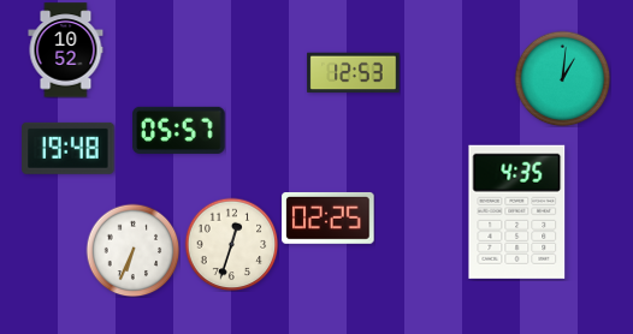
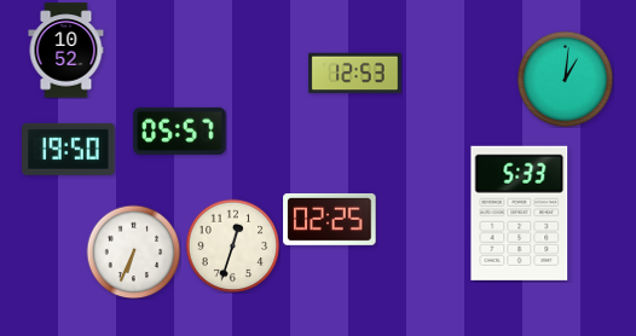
clock at (69, 148): 19:48 -> 19:50
clock at (517, 211): 4:35 -> 5:33
